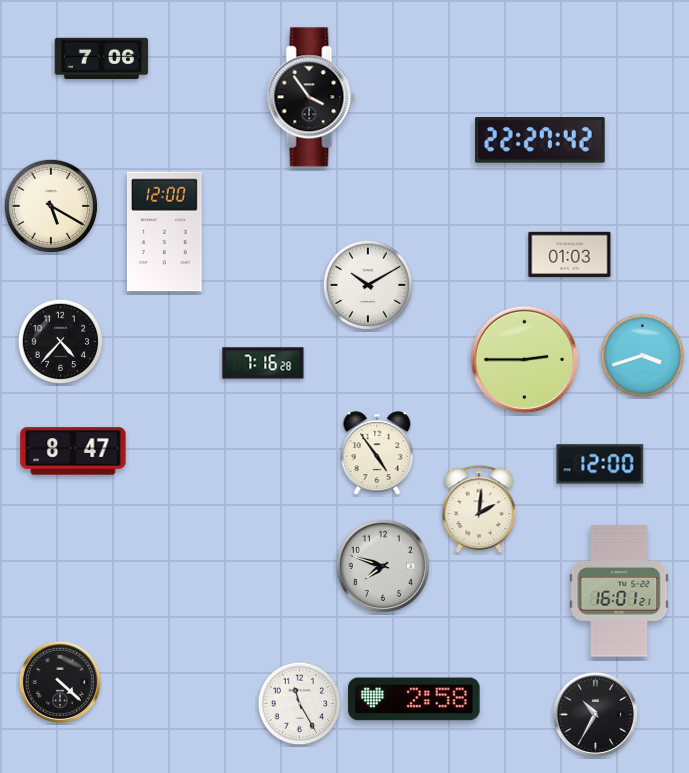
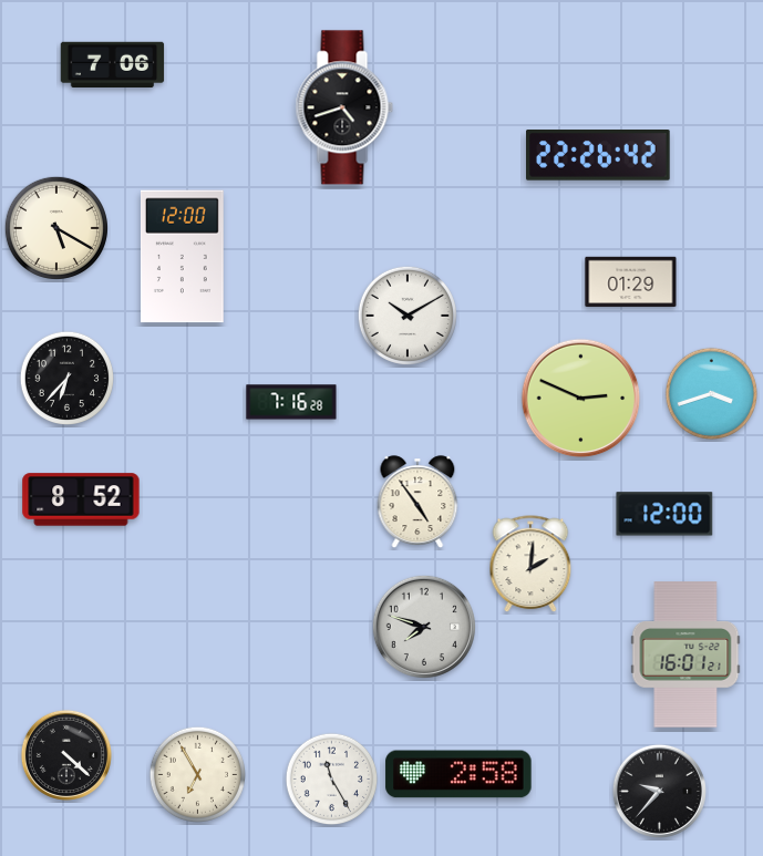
clock at (311, 97): 3:54 -> 4:42
clock at (541, 141): 22:27 -> 22:26
clock at (570, 255): 01:03 -> 01:29
clock at (60, 341): 4:37 -> 6:37
clock at (525, 360): 2:45 -> 2:49
clock at (73, 451): 8:47 -> 8:52
clock at (197, 774): none -> 6:55
clock at (595, 714): 10:35 -> 9:37
